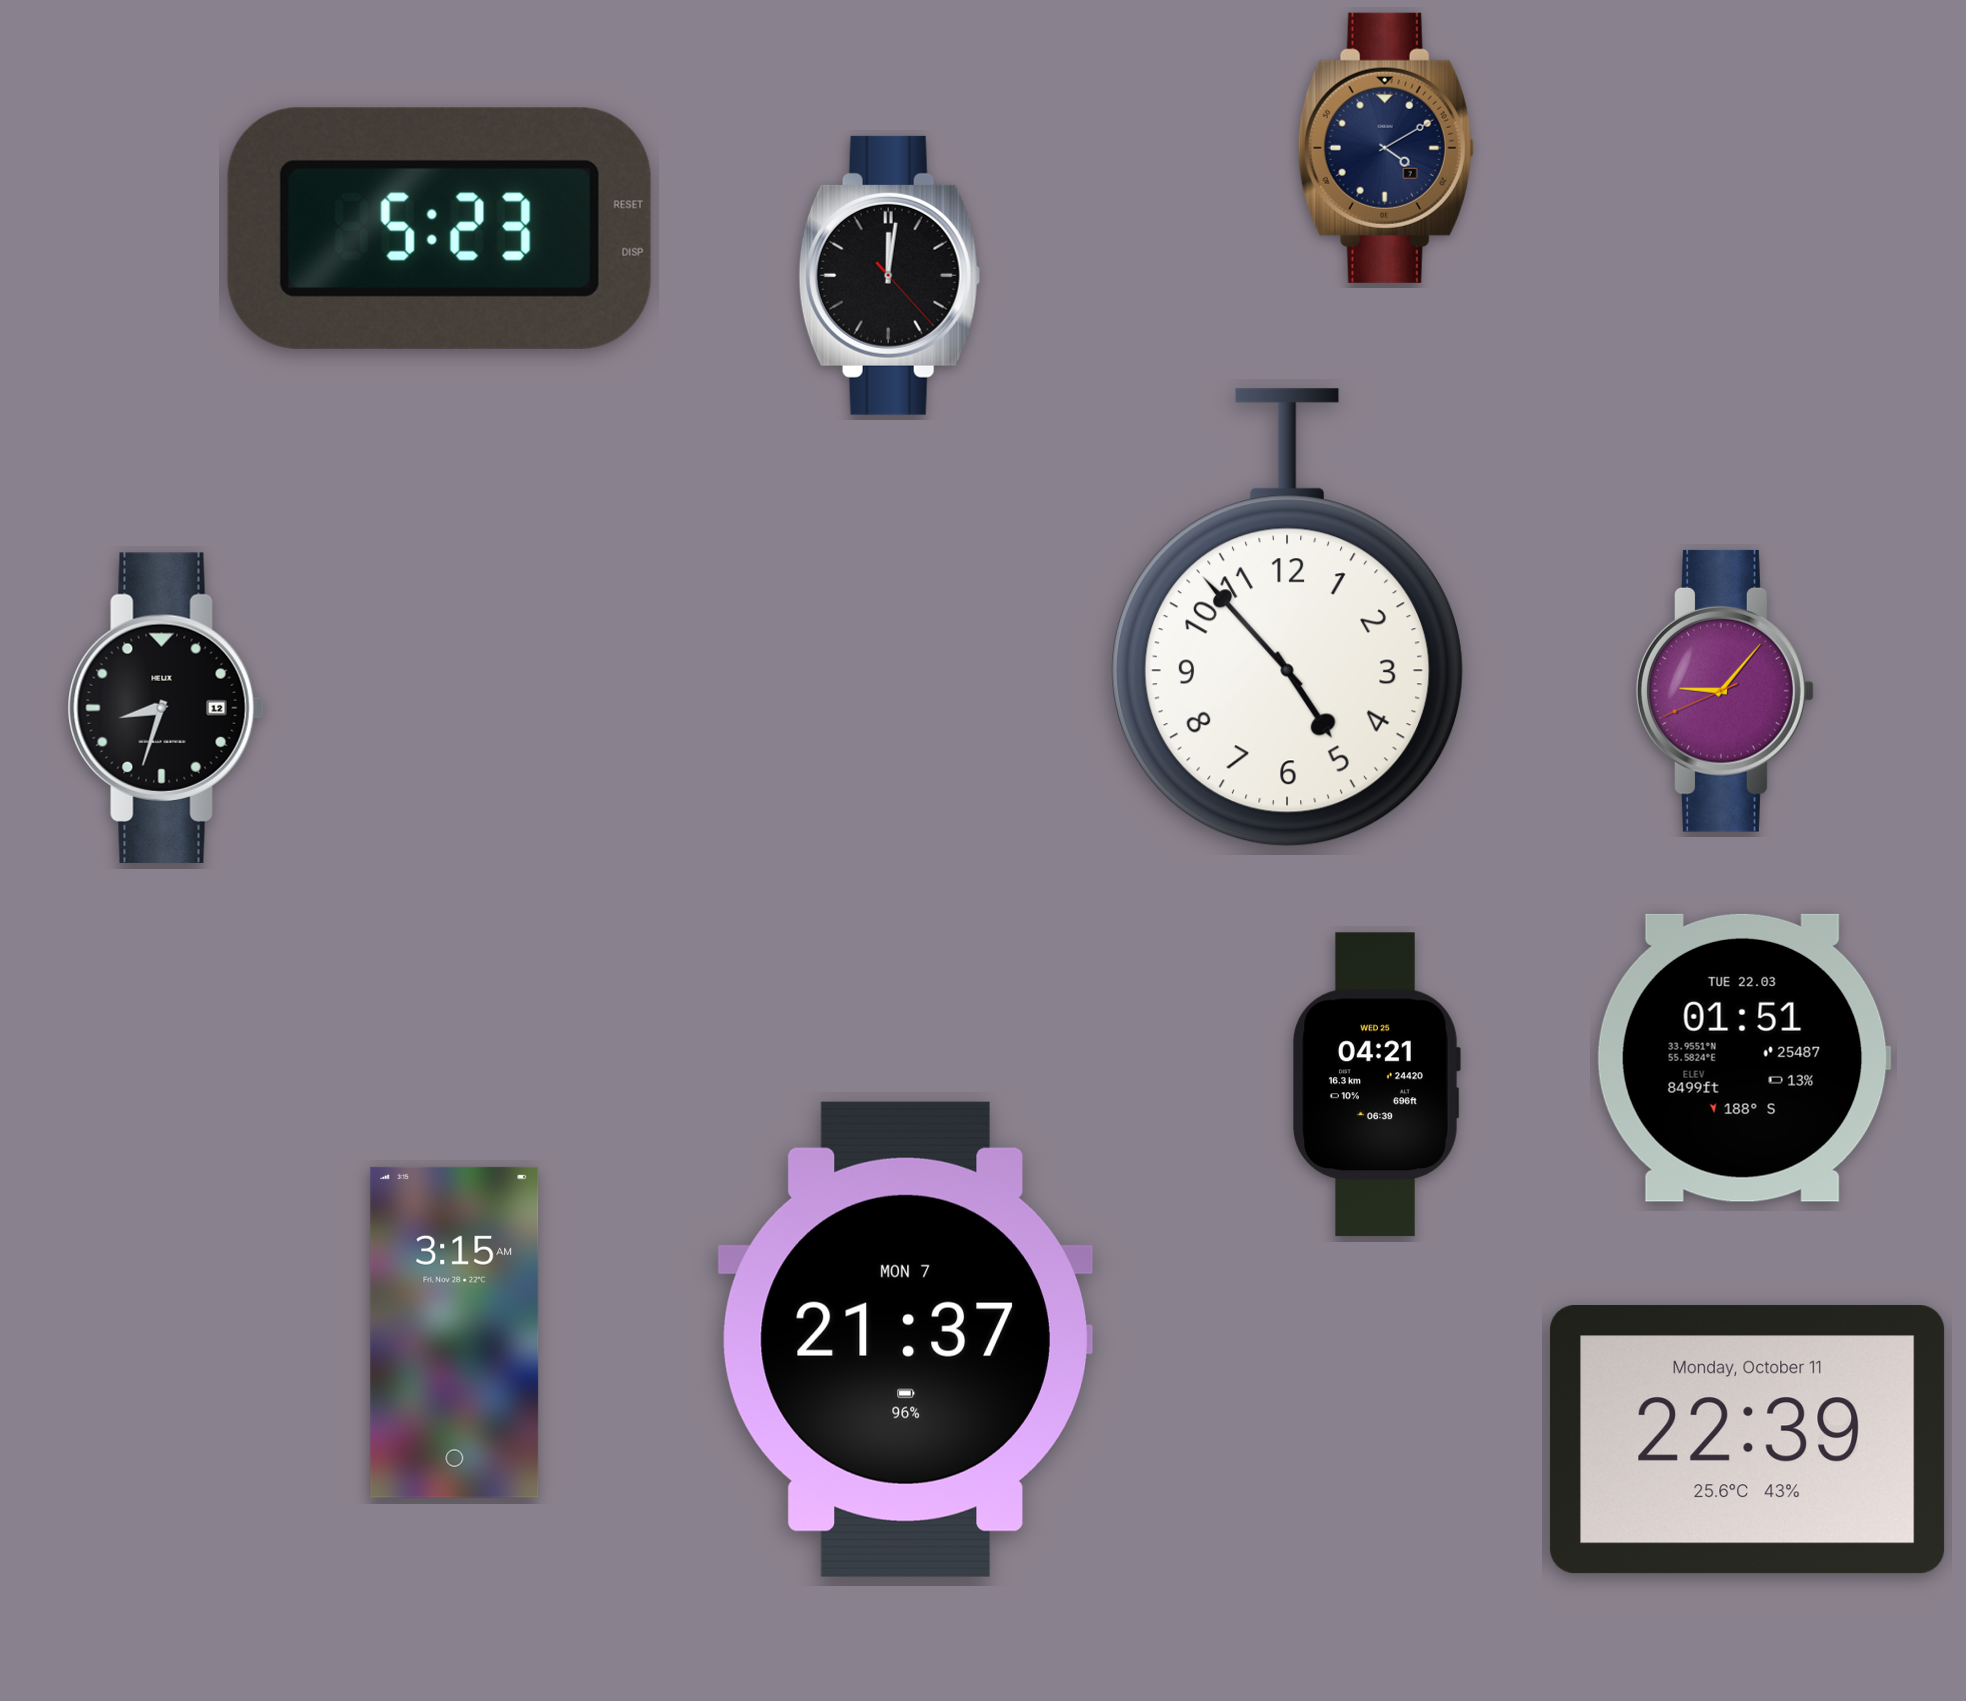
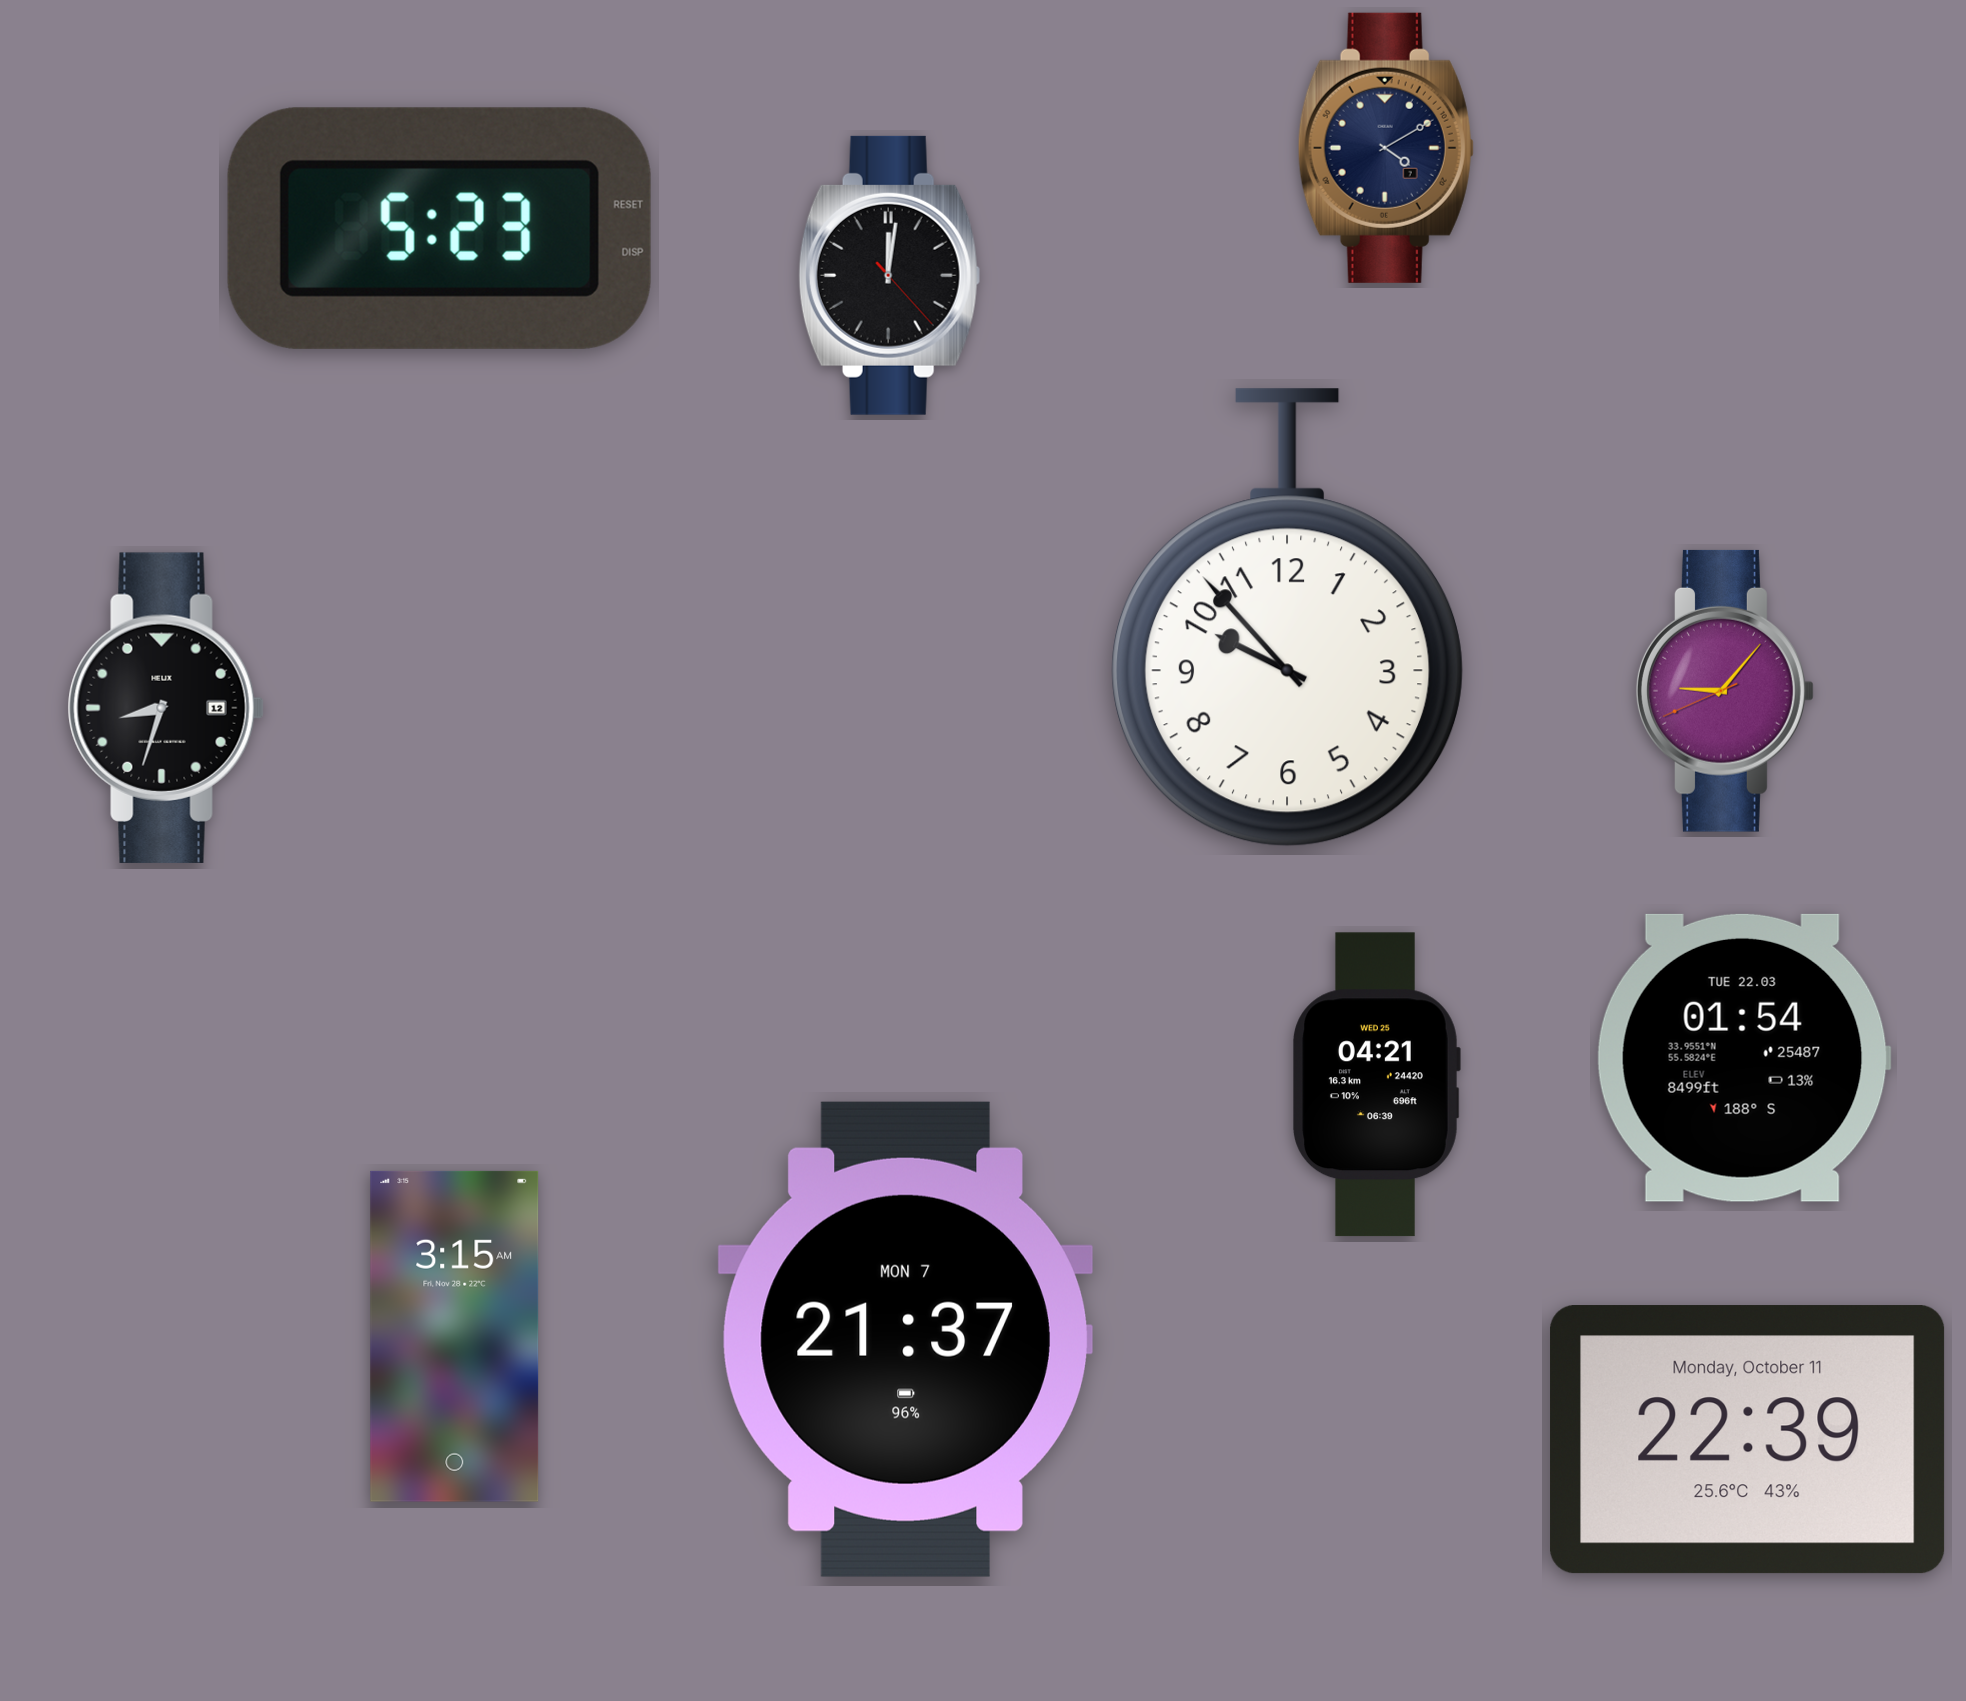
clock at (1288, 618): 4:53 -> 9:53
clock at (1744, 1058): 01:51 -> 01:54
clock at (455, 1332) position: (455, 1332) -> (455, 1336)
